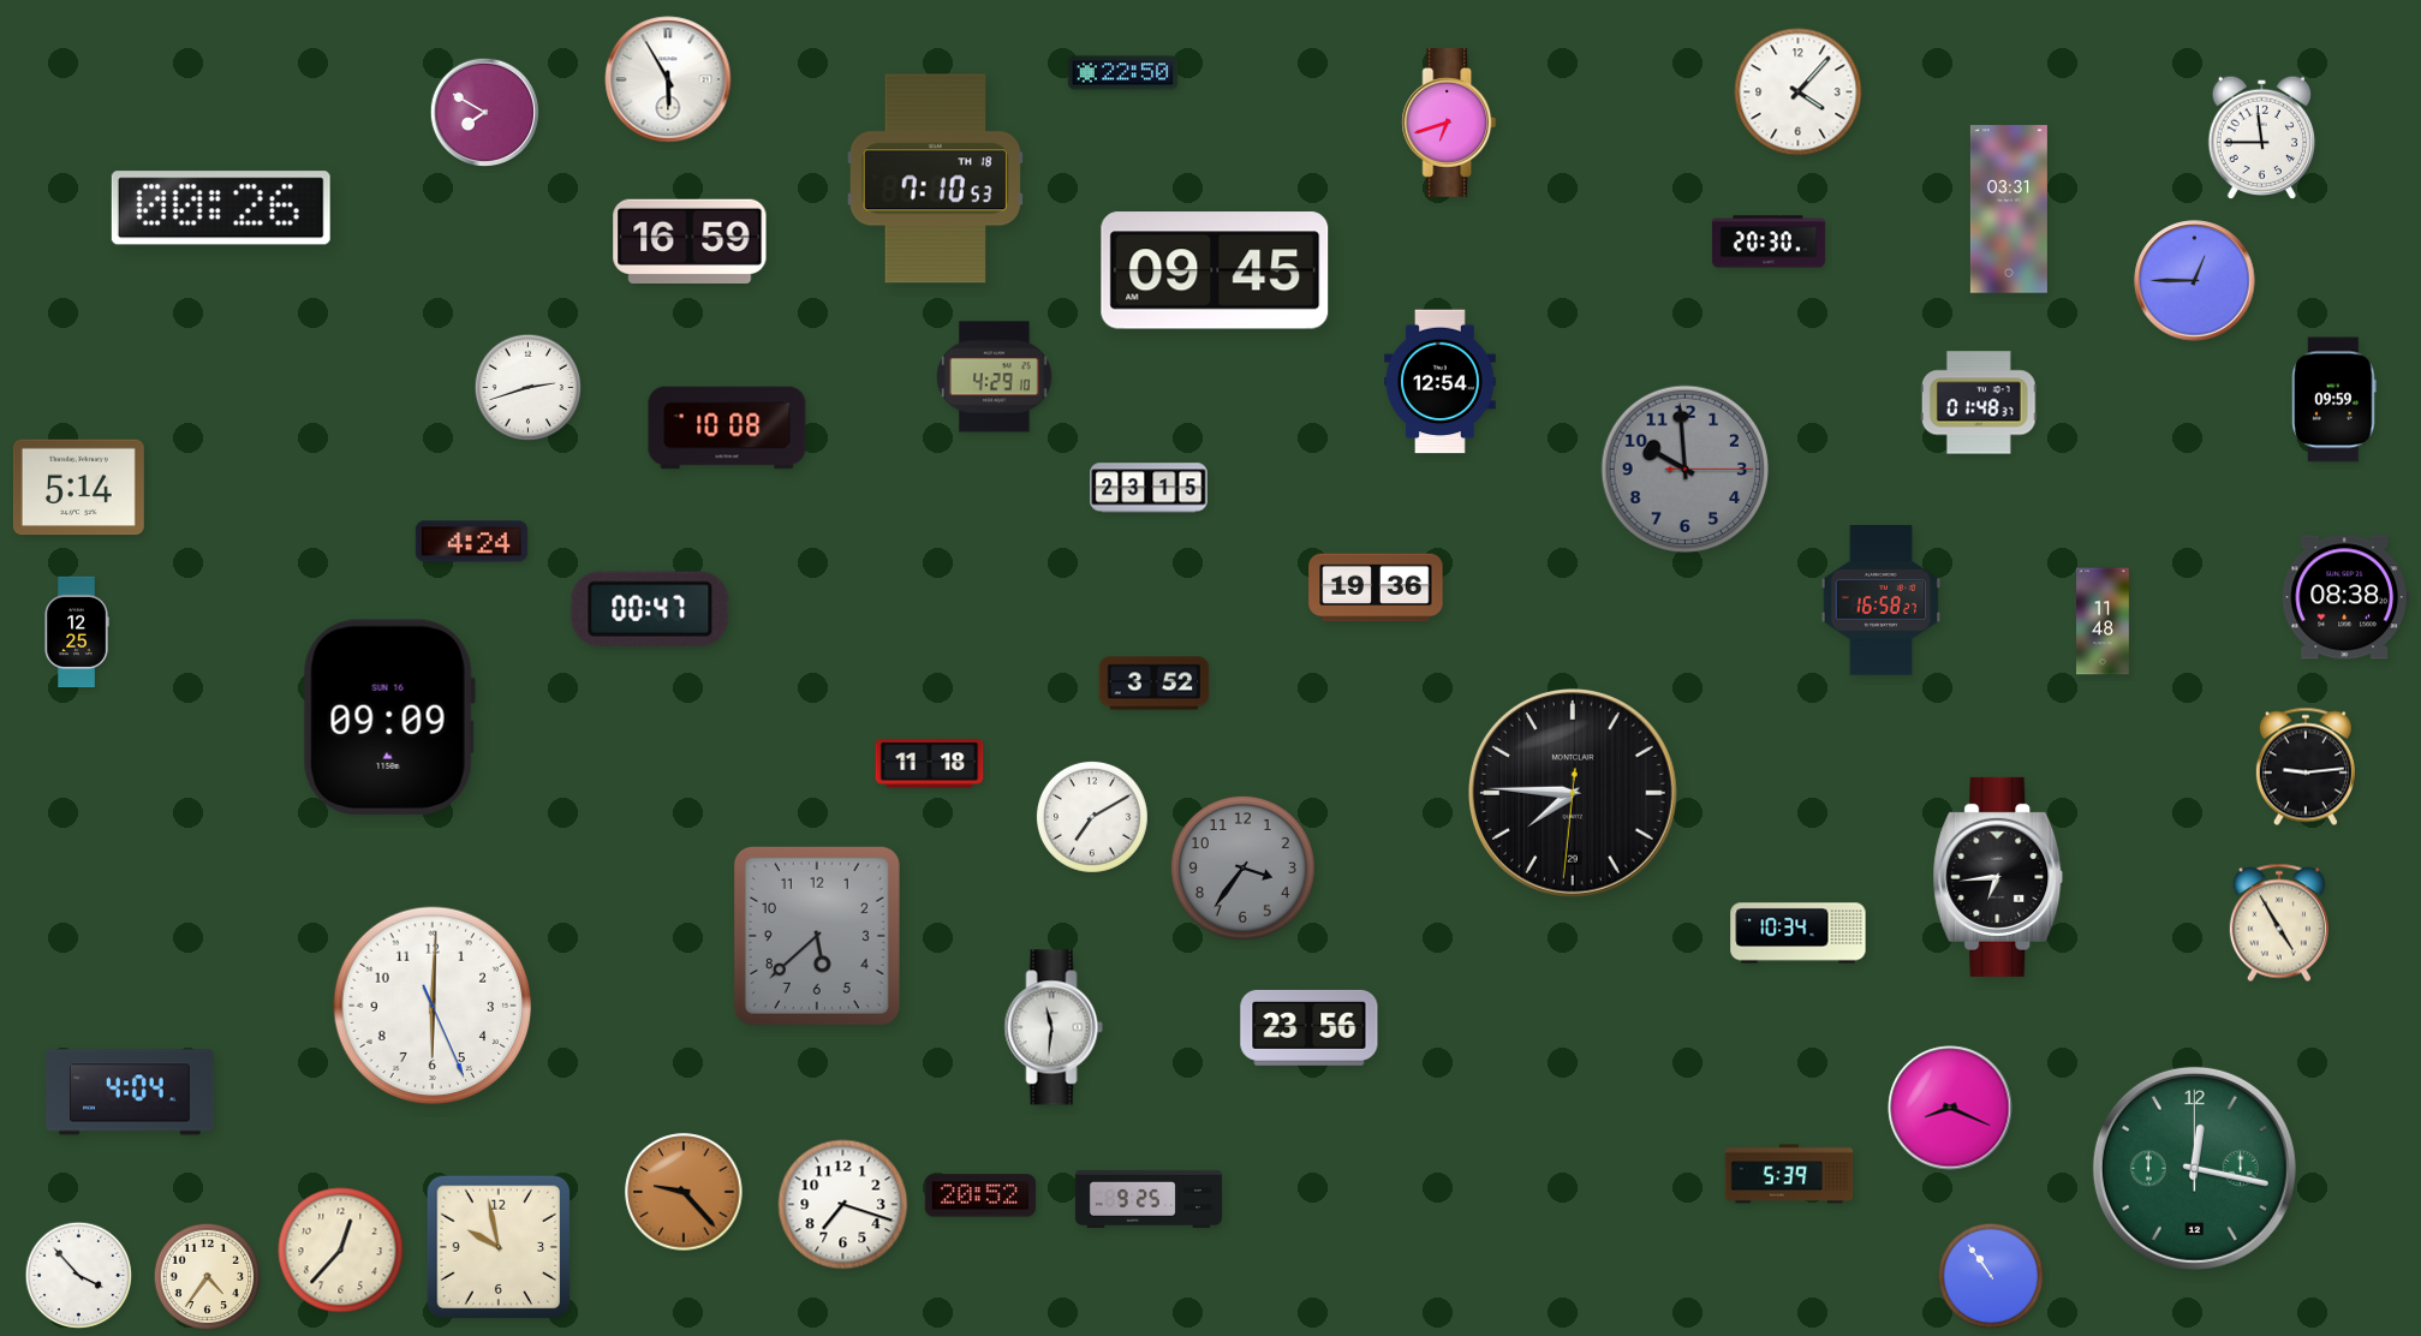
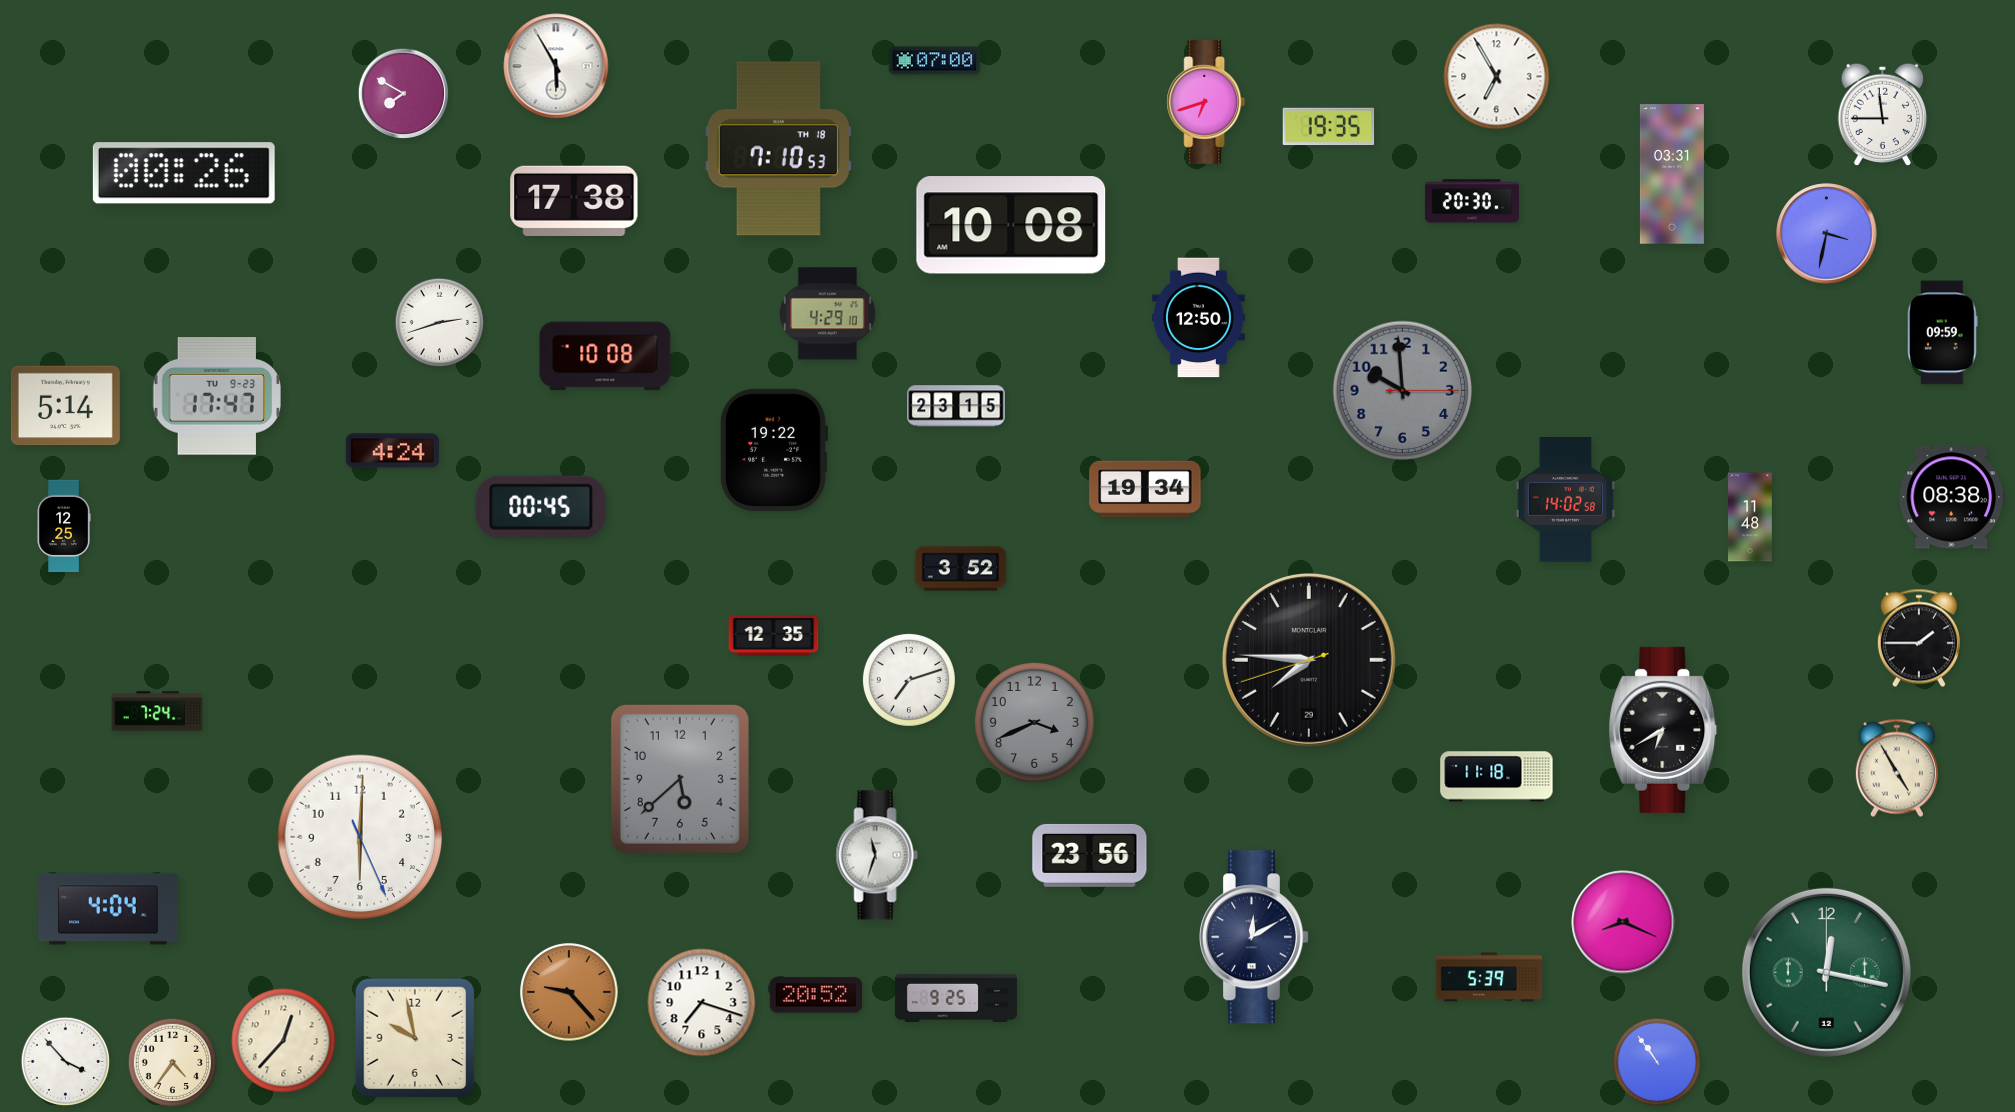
clock at (1123, 73): 22:50 -> 07:00
clock at (1799, 93): 4:07 -> 6:55
clock at (1329, 127): none -> 19:35
clock at (690, 241): 16:59 -> 17:38
clock at (1215, 270): 09:45 -> 10:08
clock at (2195, 281): 12:45 -> 3:32
clock at (1441, 382): 12:54 -> 12:50
clock at (1979, 402): 01:48 -> none
clock at (217, 397): none -> 17:47
clock at (773, 450): none -> 19:22
clock at (1376, 588): 19:36 -> 19:34
clock at (1880, 601): 16:58 -> 14:02
clock at (650, 609): 00:47 -> 00:45
clock at (389, 716): 09:09 -> none
clock at (930, 764): 11:18 -> 12:35
clock at (2306, 767): 9:14 -> 1:45
clock at (1573, 793): 7:45:31 -> 7:45:42
clock at (1092, 817): 7:10 -> 7:12
clock at (157, 711): none -> 7:24
clock at (1242, 867): 3:36 -> 3:41
clock at (1998, 877): 6:44 -> 6:40
clock at (1799, 934): 10:34 -> 11:18
clock at (1054, 1027): 11:31 -> 11:33
clock at (1254, 937): none -> 12:10
